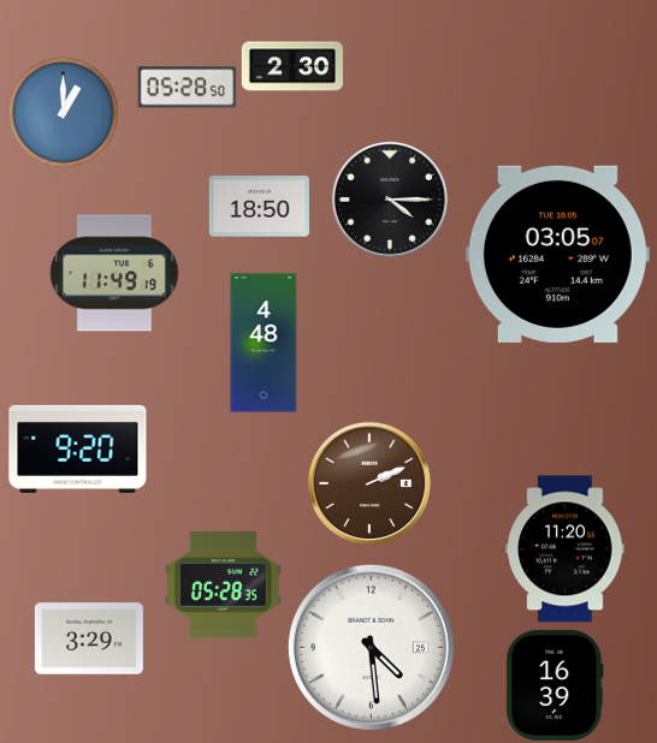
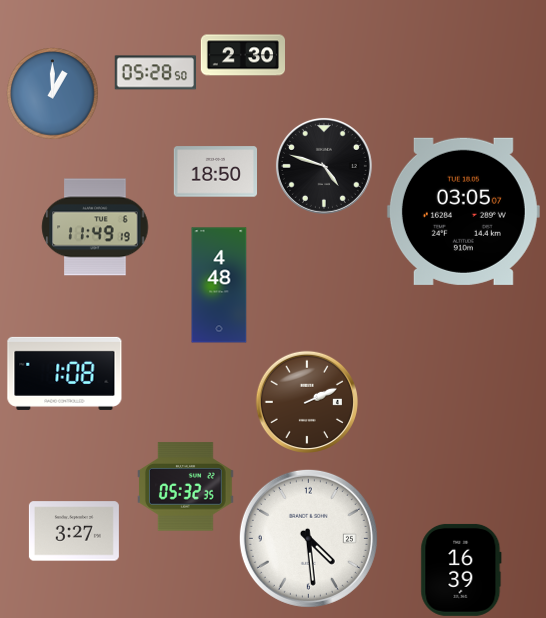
clock at (390, 200): 4:15 -> 4:48
clock at (78, 448): 9:20 -> 1:08
clock at (566, 549): 11:20 -> none
clock at (224, 586): 05:28 -> 05:32
clock at (89, 638): 3:29 -> 3:27
